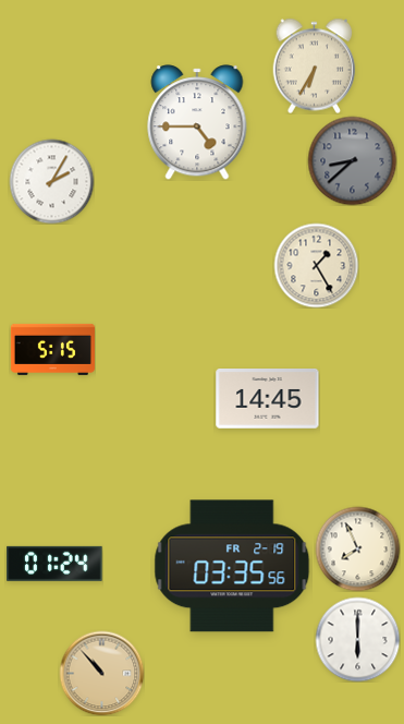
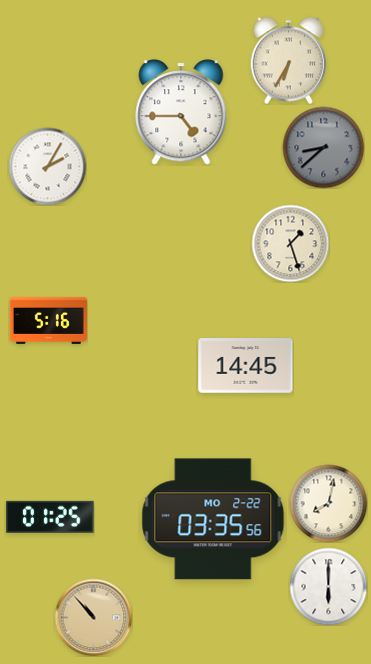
clock at (316, 265): 1:25 -> 1:27
clock at (52, 349): 5:15 -> 5:16
clock at (357, 548): 7:56 -> 8:02
clock at (54, 564): 01:24 -> 01:25
clock at (232, 566) date: FR 2-19 -> MO 2-22
